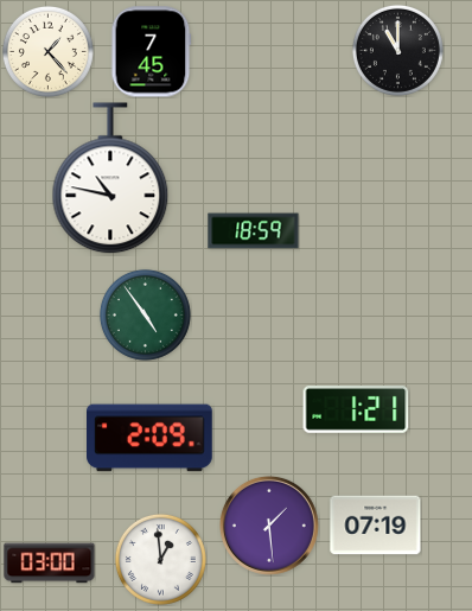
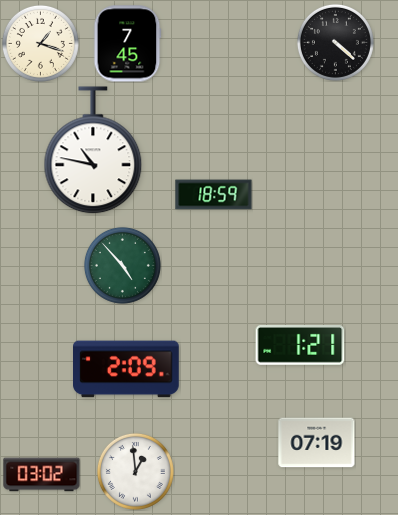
clock at (397, 50): 11:00 -> 4:22
clock at (47, 51): 1:23 -> 1:18
clock at (145, 314): 4:54 -> 4:53
clock at (269, 526): 1:29 -> none
clock at (50, 564): 03:00 -> 03:02
